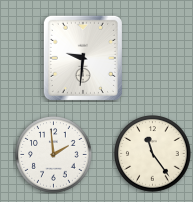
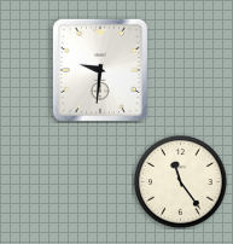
clock at (153, 154) position: (153, 154) -> (181, 182)
clock at (54, 155): 1:59 -> none
